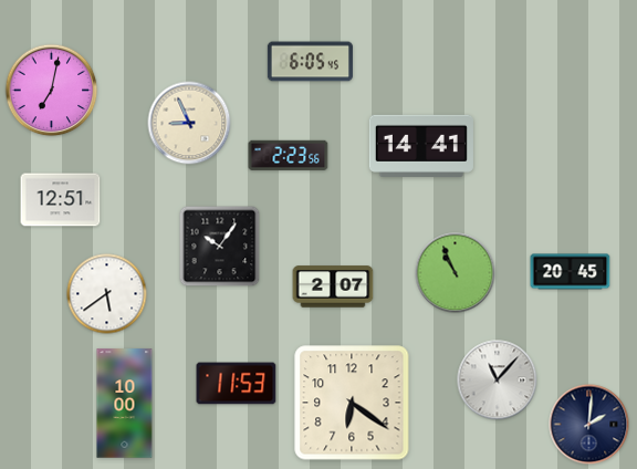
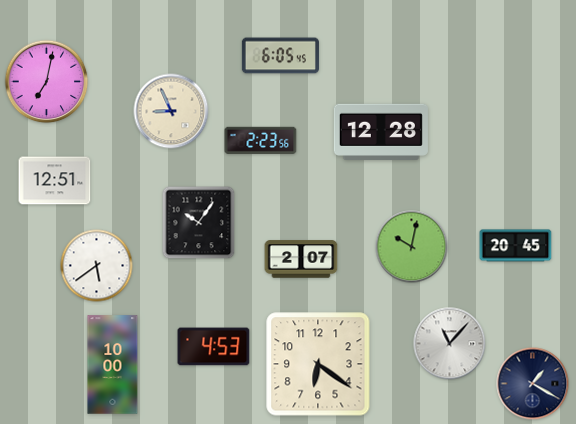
clock at (421, 145): 14:41 -> 12:28
clock at (456, 273): 10:56 -> 10:02
clock at (237, 384): 11:53 -> 4:53
clock at (589, 425): 2:01 -> 1:20
